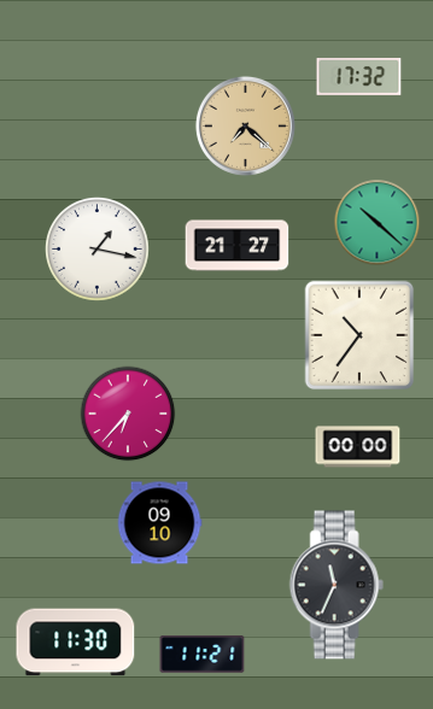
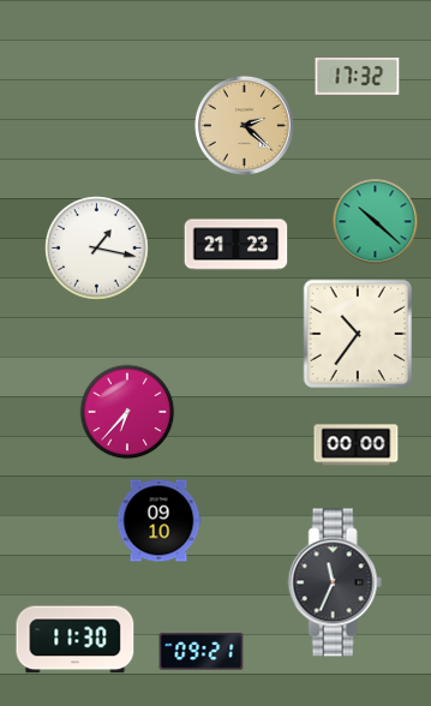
clock at (245, 125): 7:22 -> 2:22
clock at (238, 246): 21:27 -> 21:23
clock at (203, 655): 11:21 -> 09:21
